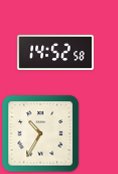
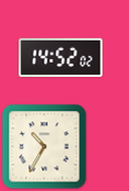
clock at (56, 52): 14:52:58 -> 14:52:02
